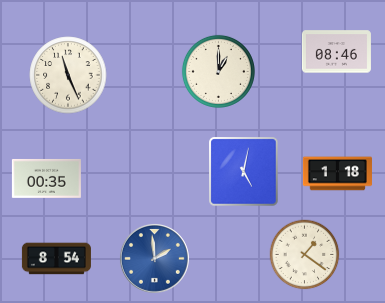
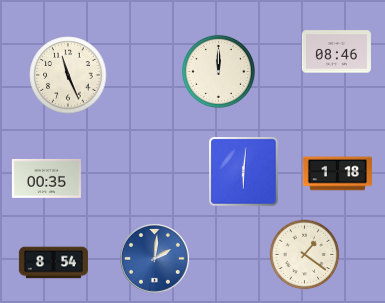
clock at (218, 71): 1:00 -> 12:00
clock at (244, 172): 5:02 -> 6:01
clock at (154, 258): 1:59 -> 2:01
clock at (56, 259) position: (56, 259) -> (53, 263)
